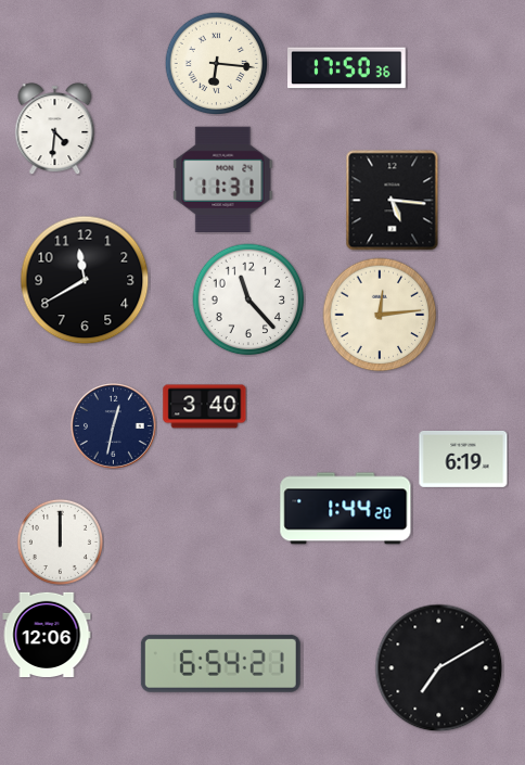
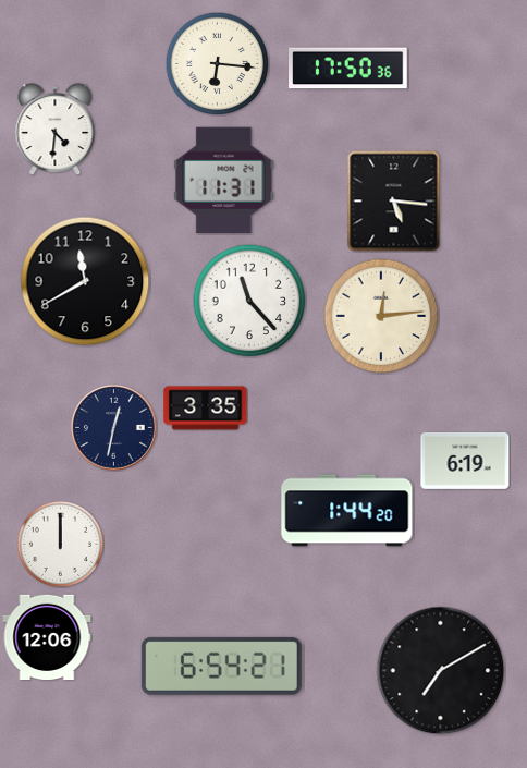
clock at (205, 407): 3:40 -> 3:35
